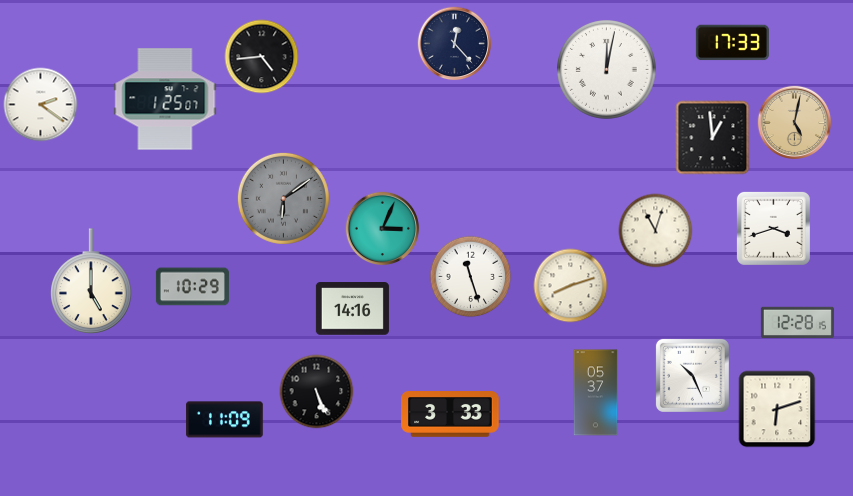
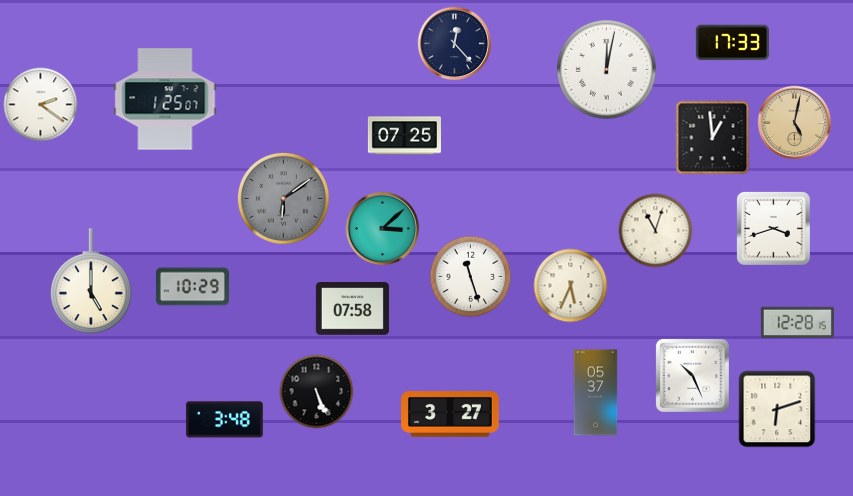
clock at (262, 57): 4:44 -> none
clock at (404, 136): none -> 07:25
clock at (383, 229): 3:04 -> 3:08
clock at (571, 286): 8:12 -> 5:34
clock at (352, 309): 14:16 -> 07:58
clock at (450, 414): 3:33 -> 3:27
clock at (225, 420): 11:09 -> 3:48
